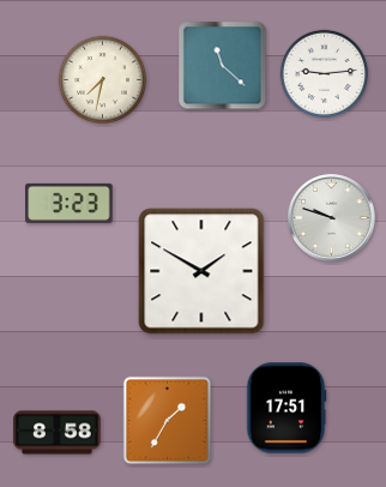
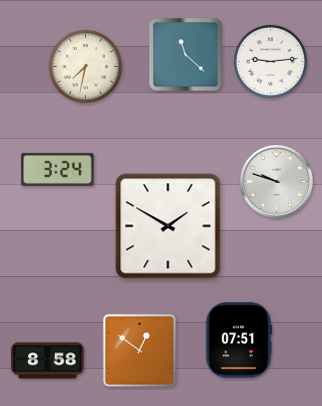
clock at (70, 203): 3:23 -> 3:24
clock at (287, 408): 17:51 -> 07:51
clock at (168, 421): 1:35 -> 12:51
